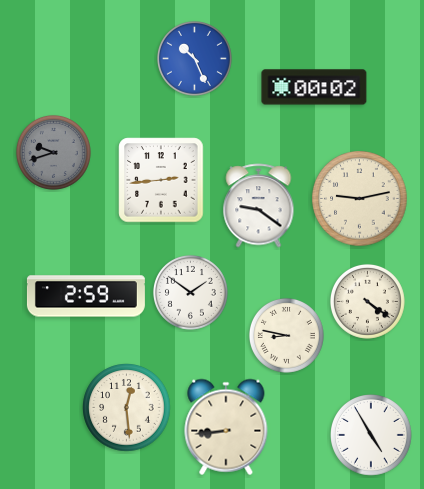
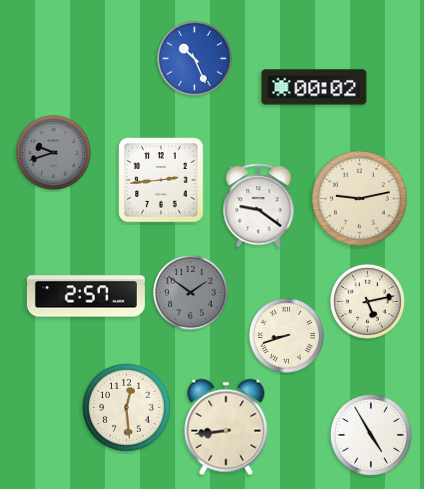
clock at (190, 292) dial: white -> grey
clock at (86, 296): 2:59 -> 2:57
clock at (367, 301): 4:21 -> 5:13
clock at (286, 335): 8:47 -> 8:42
